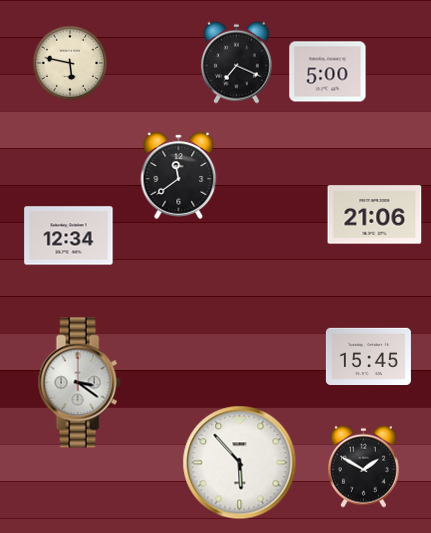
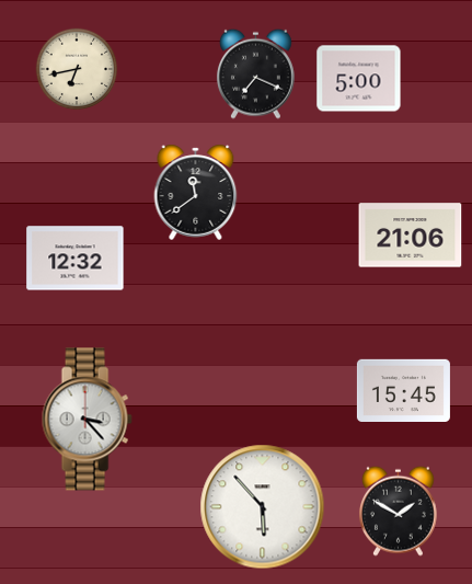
clock at (236, 62) position: (236, 62) -> (255, 73)
clock at (70, 63): 5:47 -> 6:43
clock at (69, 236): 12:34 -> 12:32
clock at (79, 383): 3:21 -> 3:23
